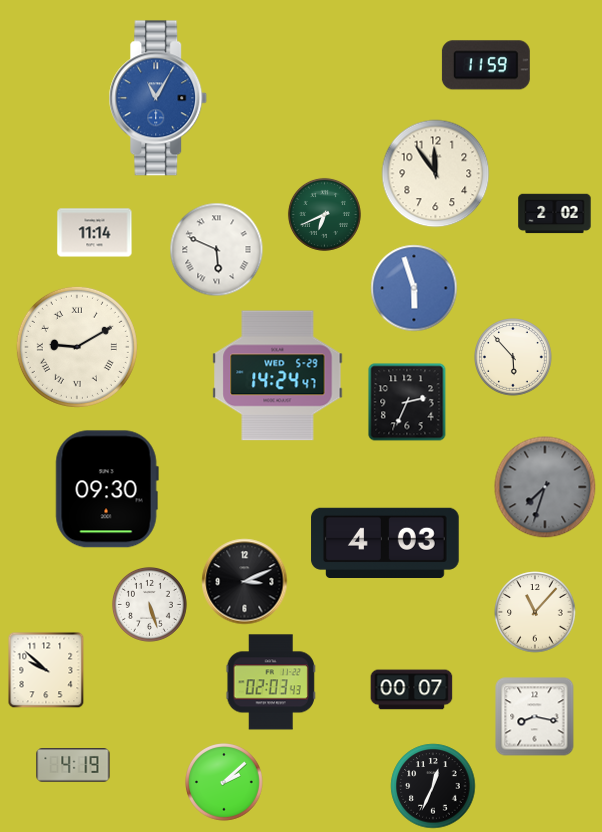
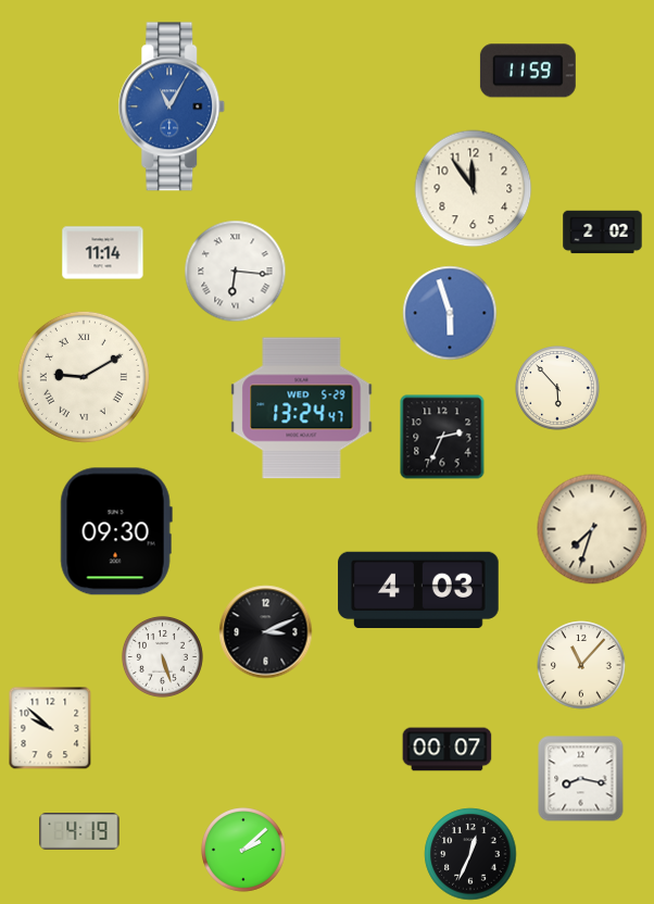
clock at (324, 214): 6:41 -> none
clock at (217, 250): 5:49 -> 6:16
clock at (278, 376): 14:24 -> 13:24
clock at (545, 487) dial: grey -> cream
clock at (271, 682): 02:03 -> none
